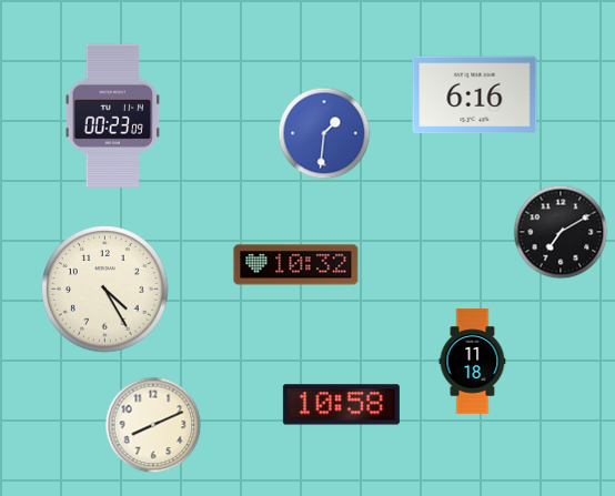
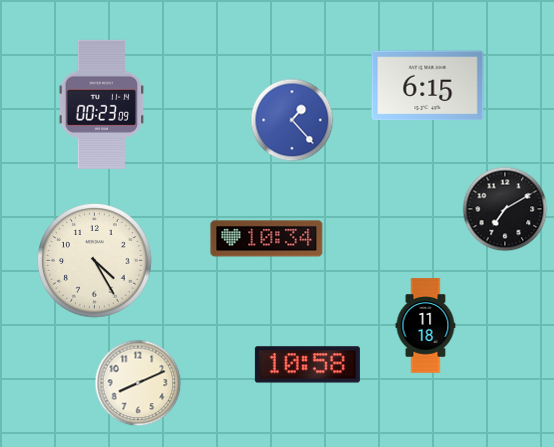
clock at (475, 95): 6:16 -> 6:15
clock at (324, 133): 1:31 -> 1:23
clock at (296, 265): 10:32 -> 10:34
